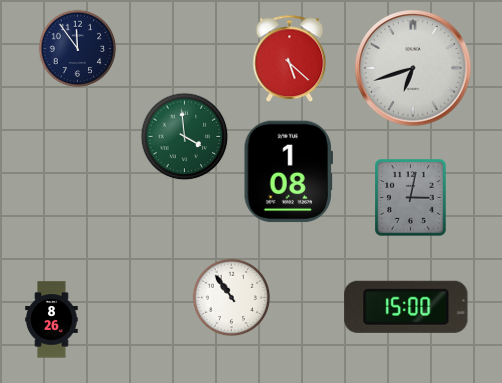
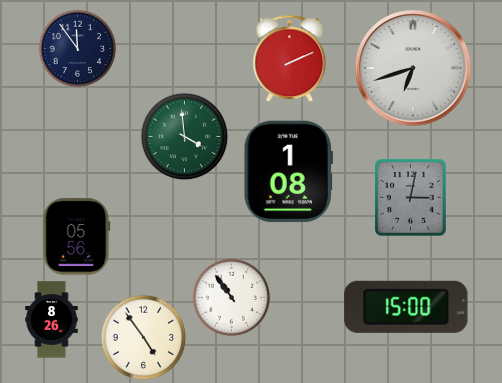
clock at (290, 58): 5:22 -> 2:11
clock at (77, 237): none -> 05:56
clock at (143, 337): none -> 4:54
